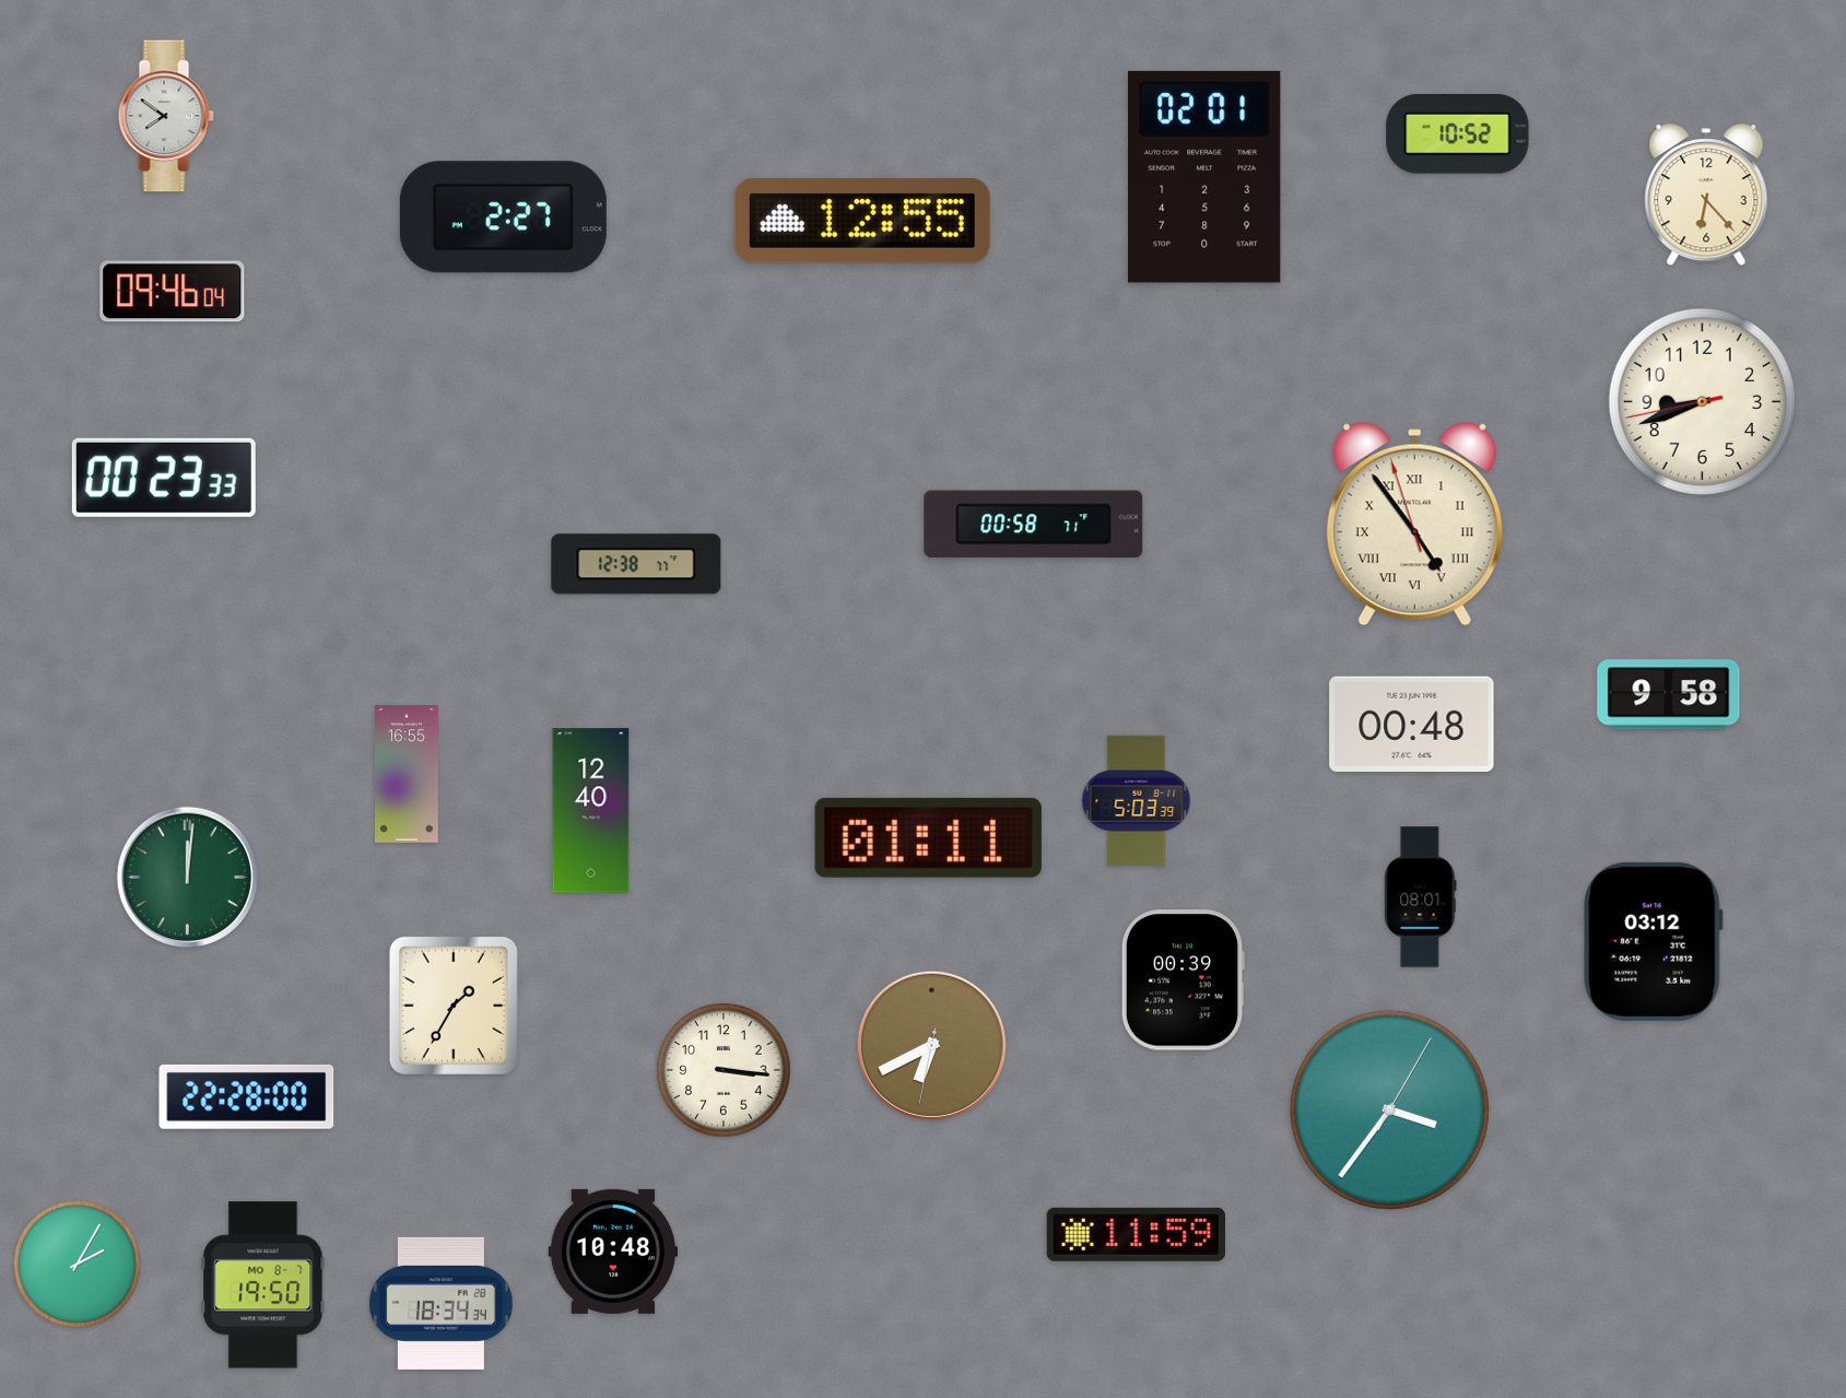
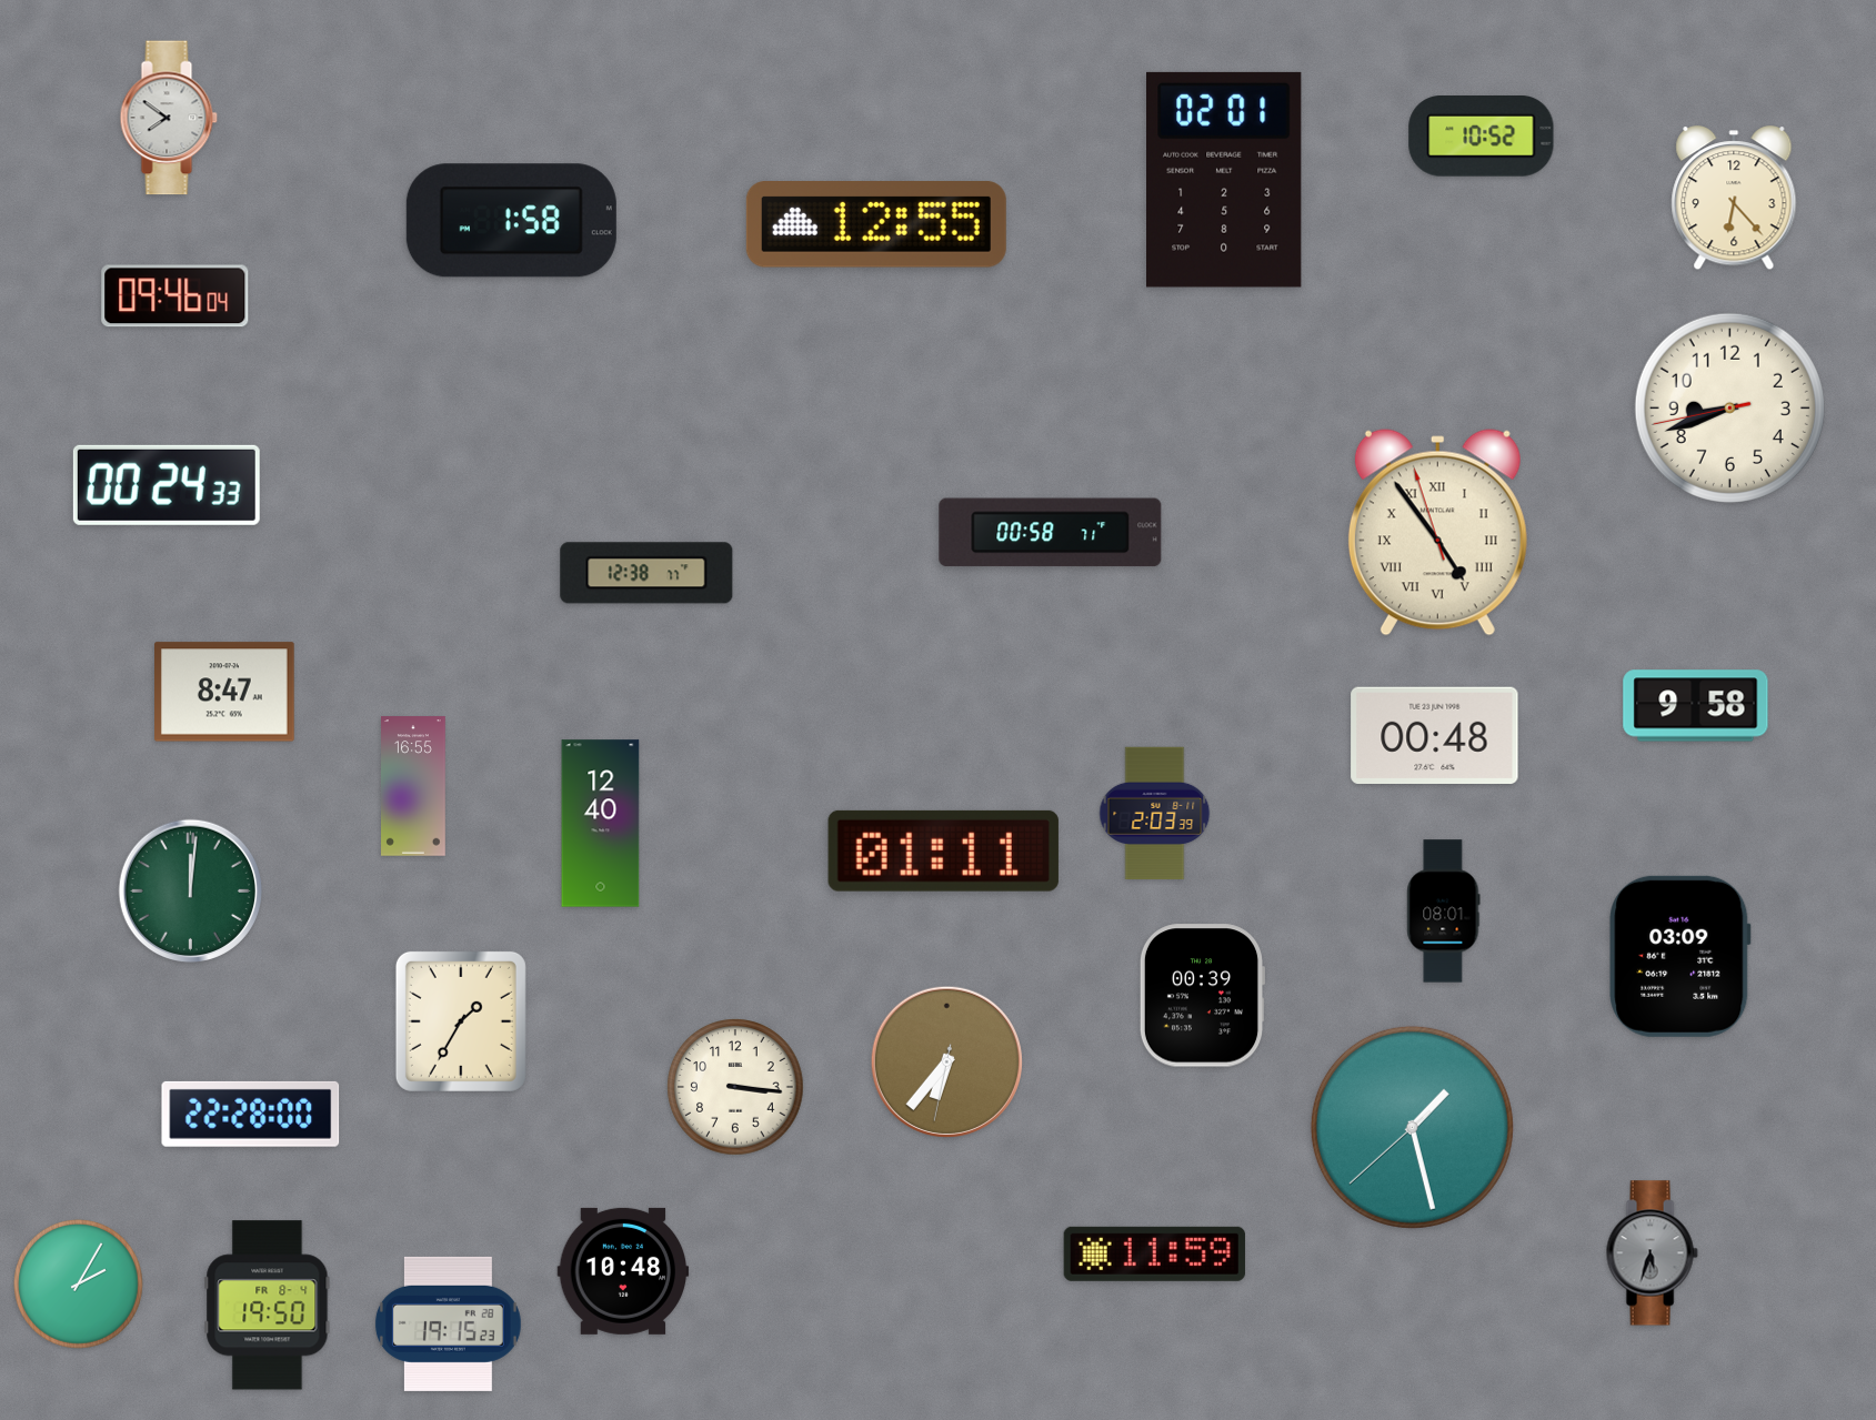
clock at (503, 218): 2:27 -> 1:58
clock at (164, 478): 00:23 -> 00:24
clock at (225, 692): none -> 8:47
clock at (1137, 801): 5:03 -> 2:03
clock at (1654, 941): 03:12 -> 03:09
clock at (931, 1045): 6:40 -> 6:36
clock at (1389, 1109): 3:36 -> 1:27
clock at (1652, 1253): none -> 5:33
clock at (263, 1285) date: MO 8-7 -> FR 8-4
clock at (440, 1303): 18:34 -> 19:15
